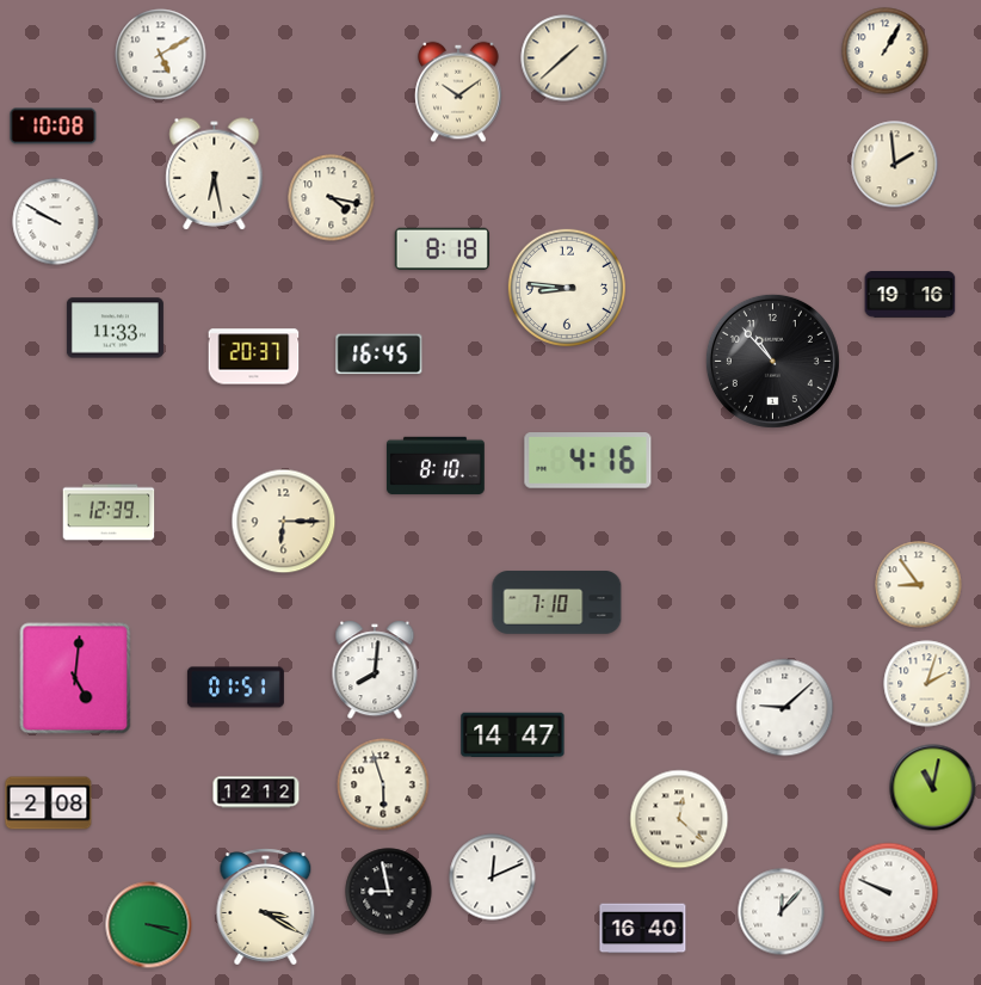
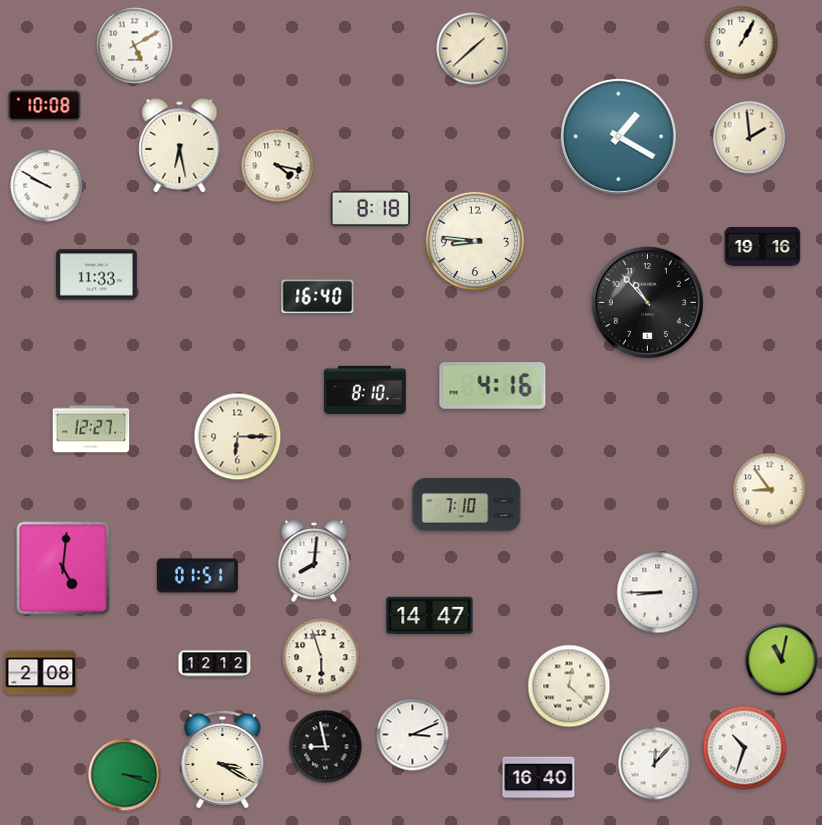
clock at (458, 92): 10:09 -> none
clock at (618, 136): none -> 1:20
clock at (380, 355): 16:45 -> 16:40
clock at (254, 357): 20:37 -> none
clock at (109, 512): 12:39 -> 12:27
clock at (927, 684): 2:03 -> none
clock at (785, 708): 9:08 -> 8:45
clock at (493, 878): 12:11 -> 3:11
clock at (889, 893): 9:49 -> 10:33
